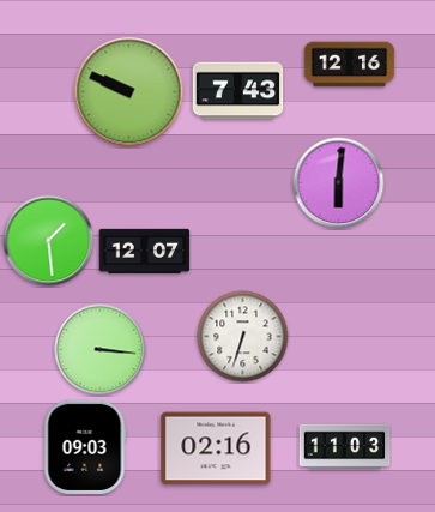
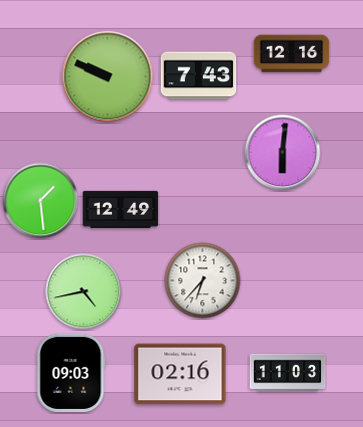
clock at (145, 251): 12:07 -> 12:49
clock at (243, 337): 6:33 -> 6:37
clock at (101, 350): 3:16 -> 4:43
